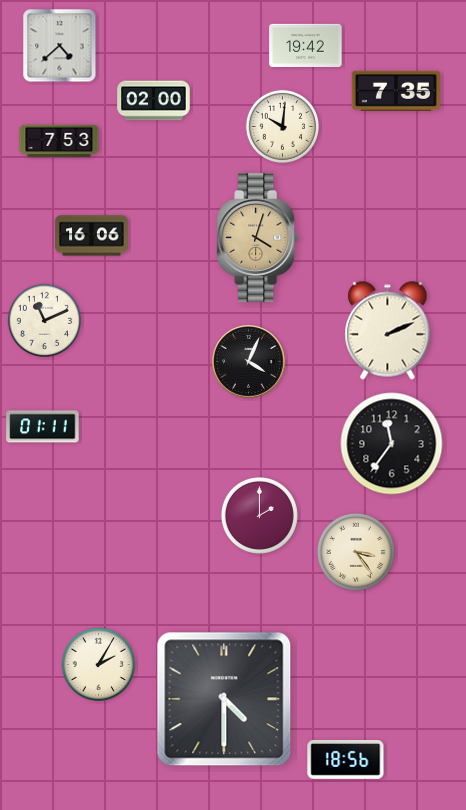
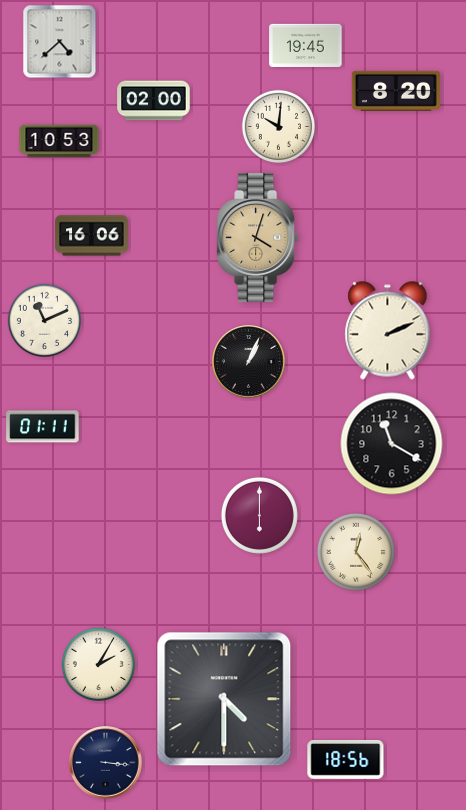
clock at (306, 45): 19:42 -> 19:45
clock at (60, 46) position: (60, 46) -> (60, 42)
clock at (396, 91): 7:35 -> 8:20
clock at (282, 126) position: (282, 126) -> (278, 126)
clock at (59, 141): 7:53 -> 10:53
clock at (249, 362): 4:04 -> 1:04
clock at (392, 444): 11:36 -> 11:20
clock at (259, 515): 2:00 -> 6:00
clock at (356, 552): 3:24 -> 12:24
clock at (106, 763): none -> 3:16
